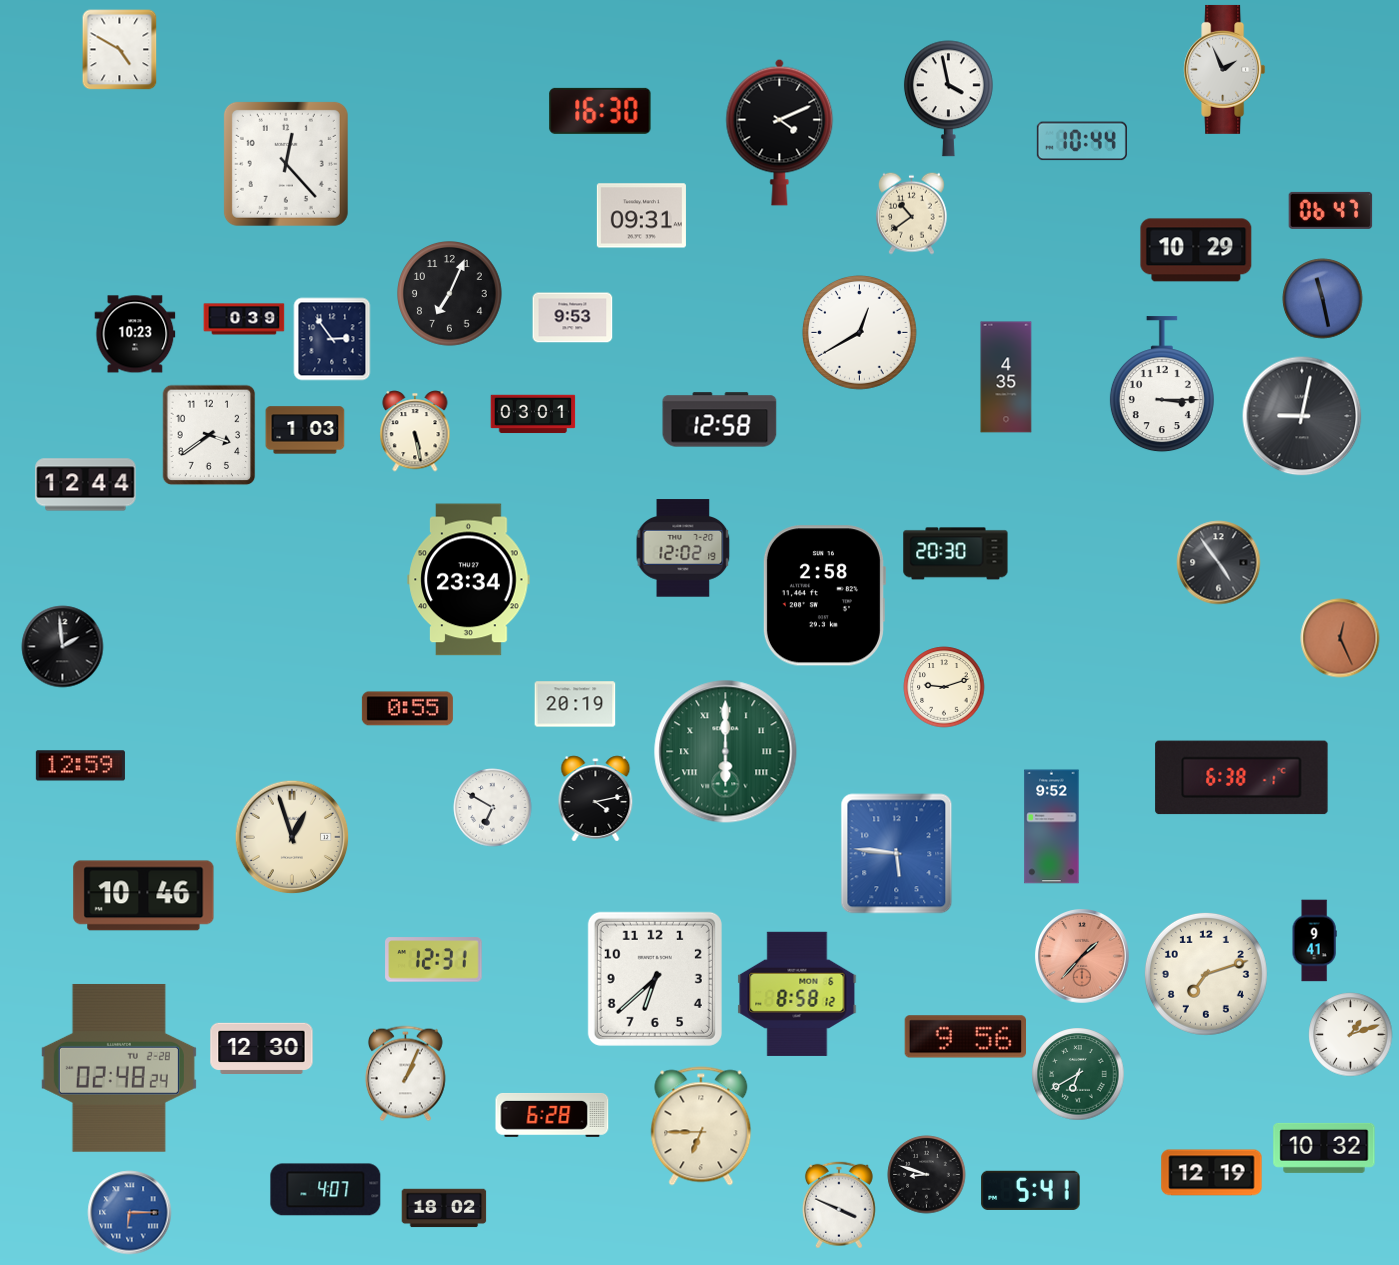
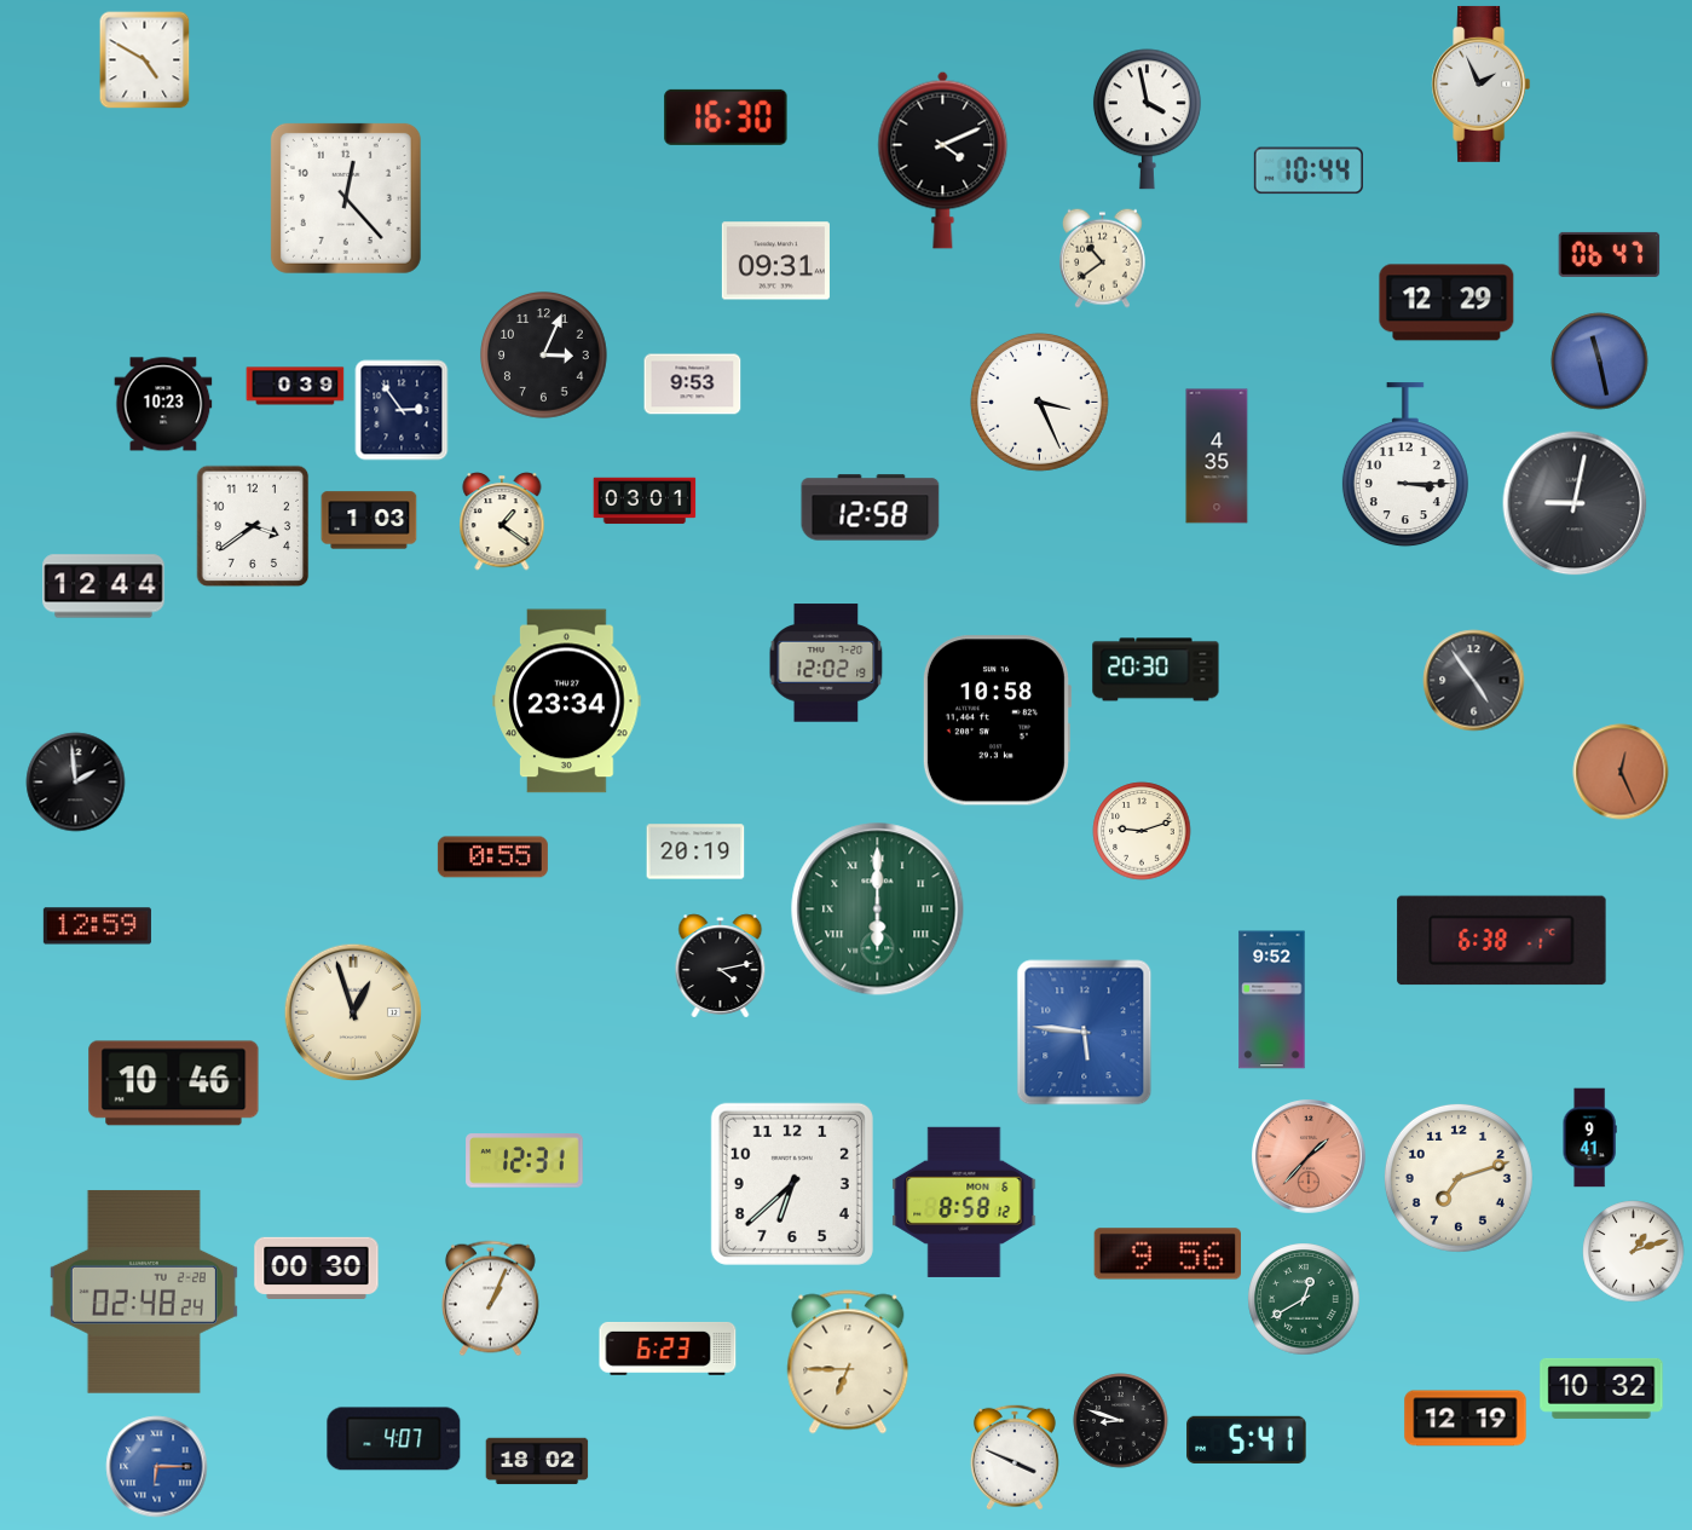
clock at (600, 111) position: (600, 111) -> (726, 117)
clock at (1196, 250): 10:29 -> 12:29
clock at (450, 294): 7:04 -> 3:04
clock at (859, 332): 12:40 -> 3:26
clock at (415, 431): 5:28 -> 1:21
clock at (824, 596): 2:58 -> 10:58
clock at (493, 808): 6:50 -> none
clock at (262, 1048): 12:30 -> 00:30
clock at (1078, 1074): 6:40 -> 12:40
clock at (552, 1115): 6:28 -> 6:23
